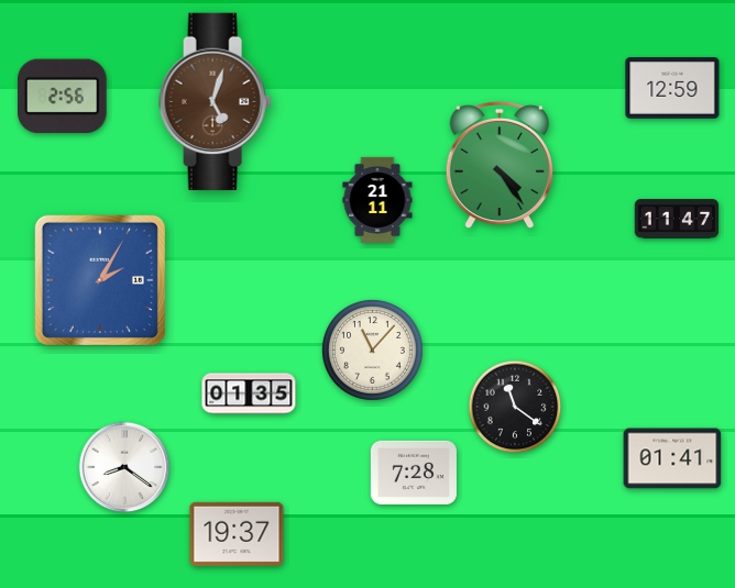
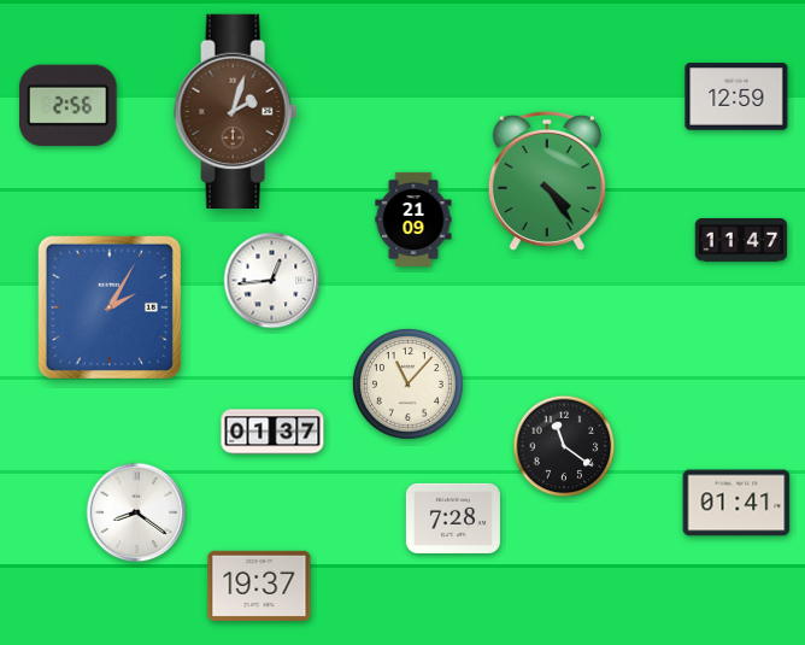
clock at (216, 101): 5:03 -> 2:03
clock at (377, 200): 21:11 -> 21:09
clock at (272, 281): none -> 12:44
clock at (249, 393): 01:35 -> 01:37
